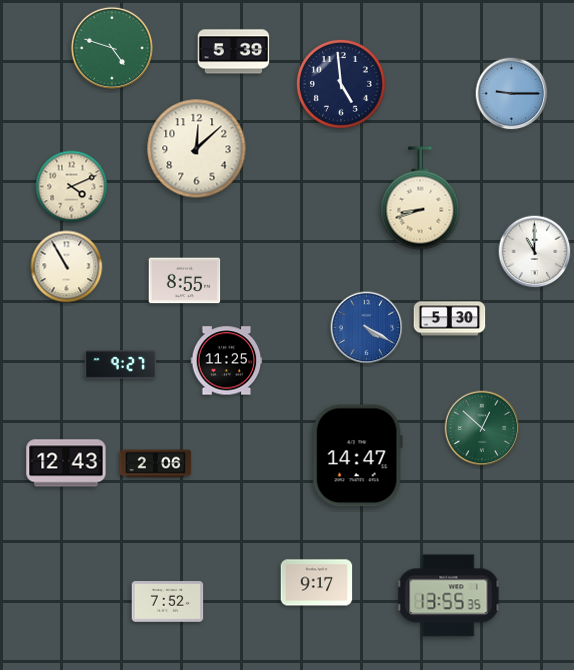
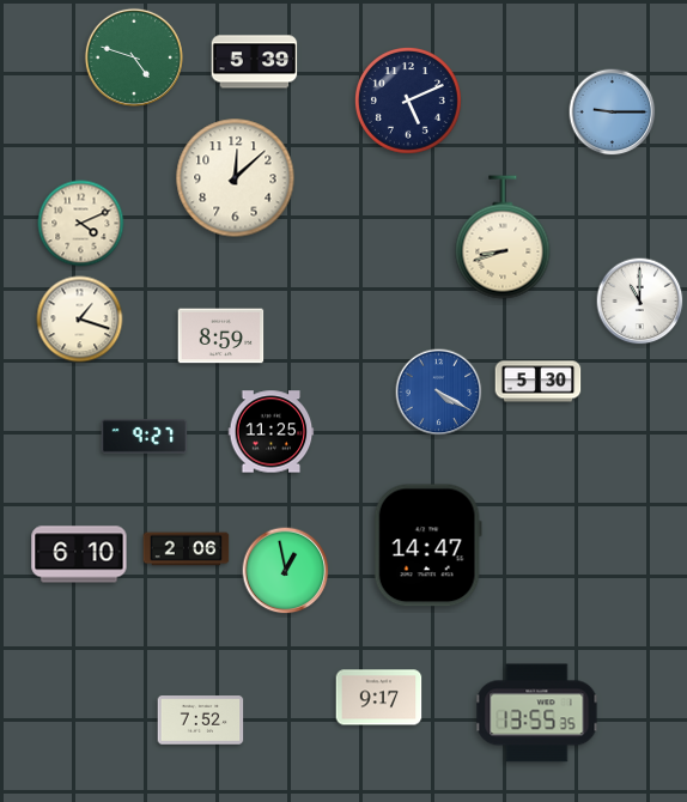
clock at (234, 52) position: (234, 52) -> (255, 62)
clock at (342, 85): 4:59 -> 5:11
clock at (72, 187) position: (72, 187) -> (81, 224)
clock at (67, 267): 10:55 -> 1:18
clock at (185, 281): 8:55 -> 8:59
clock at (482, 428): 12:52 -> none
clock at (66, 463): 12:43 -> 6:10
clock at (156, 464) position: (156, 464) -> (187, 549)
clock at (286, 571): none -> 12:58
